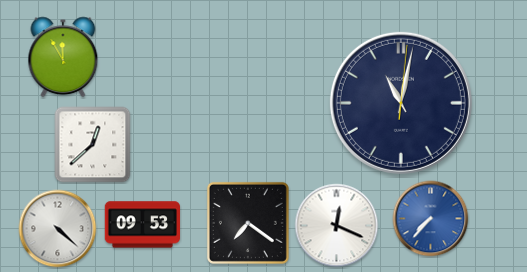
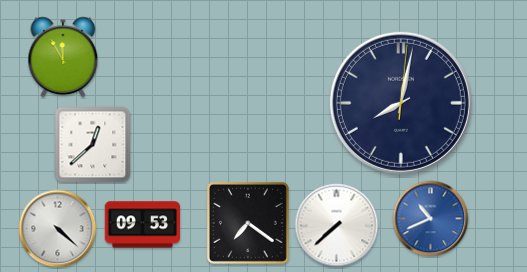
clock at (401, 103): 11:02 -> 8:02
clock at (431, 219): 7:37 -> 10:41
clock at (337, 226): 12:19 -> 7:38
